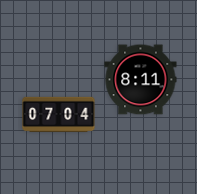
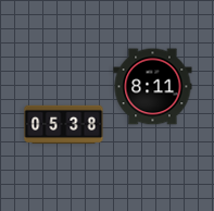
clock at (59, 115): 07:04 -> 05:38
